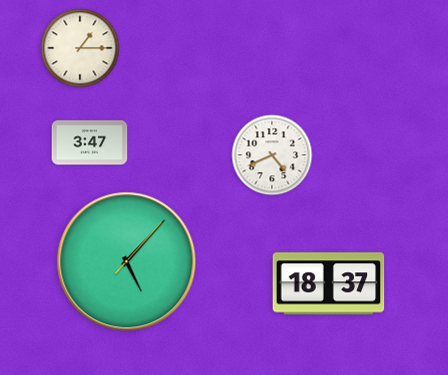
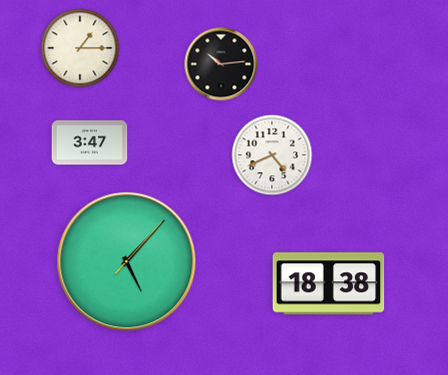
clock at (221, 64): none -> 10:14
clock at (329, 284): 18:37 -> 18:38
